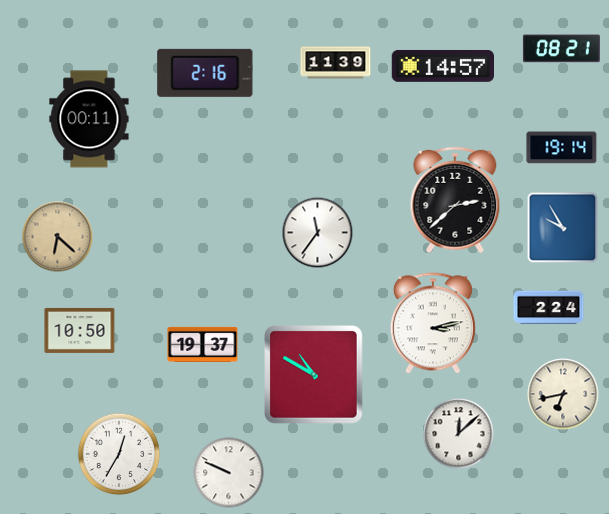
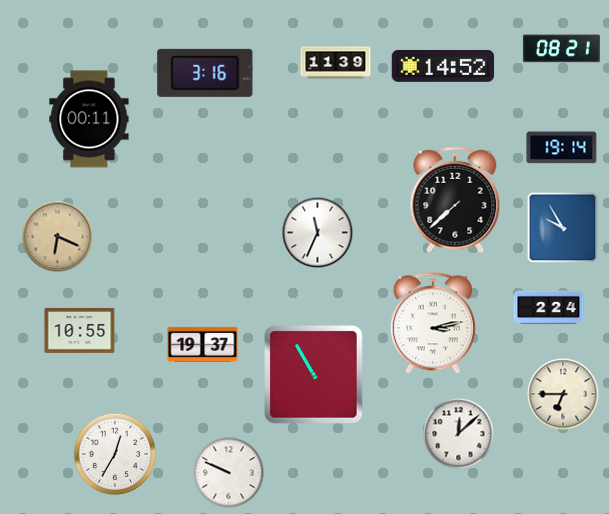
clock at (442, 66): 14:57 -> 14:52
clock at (205, 73): 2:16 -> 3:16
clock at (455, 200): 2:38 -> 7:38
clock at (318, 233): 11:36 -> 11:34
clock at (58, 237): 6:22 -> 6:19
clock at (80, 330): 10:50 -> 10:55
clock at (314, 375): 10:50 -> 10:55
clock at (563, 394): 6:43 -> 6:45
clock at (119, 454) position: (119, 454) -> (115, 454)
